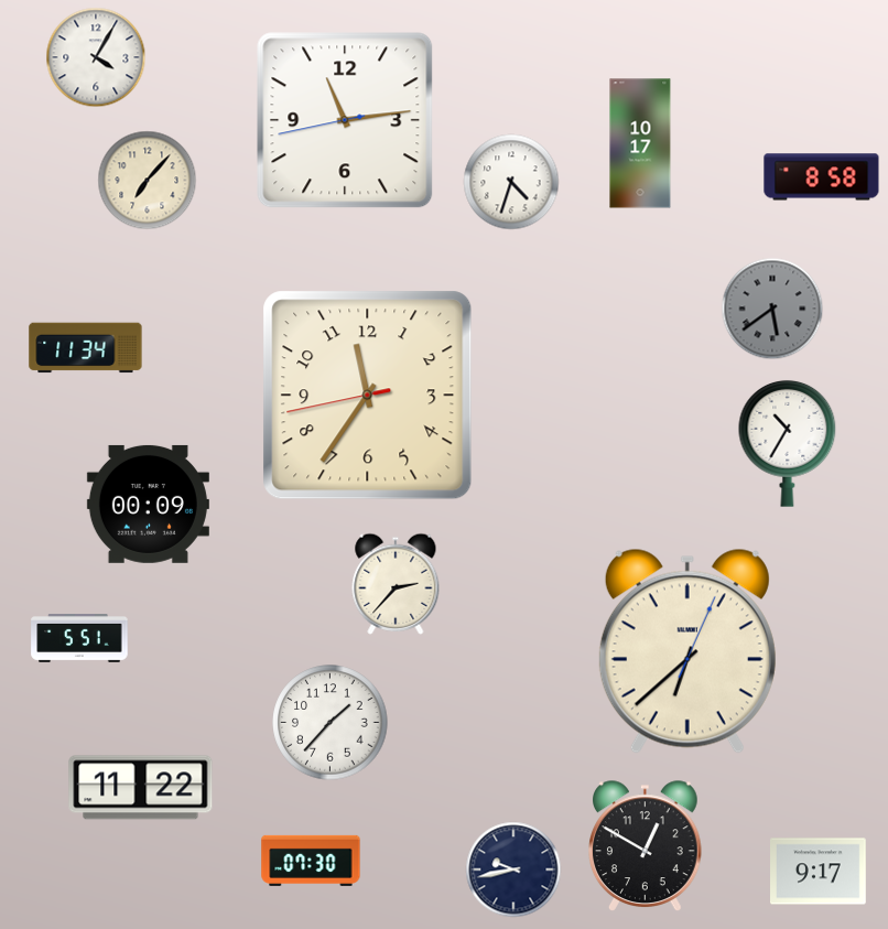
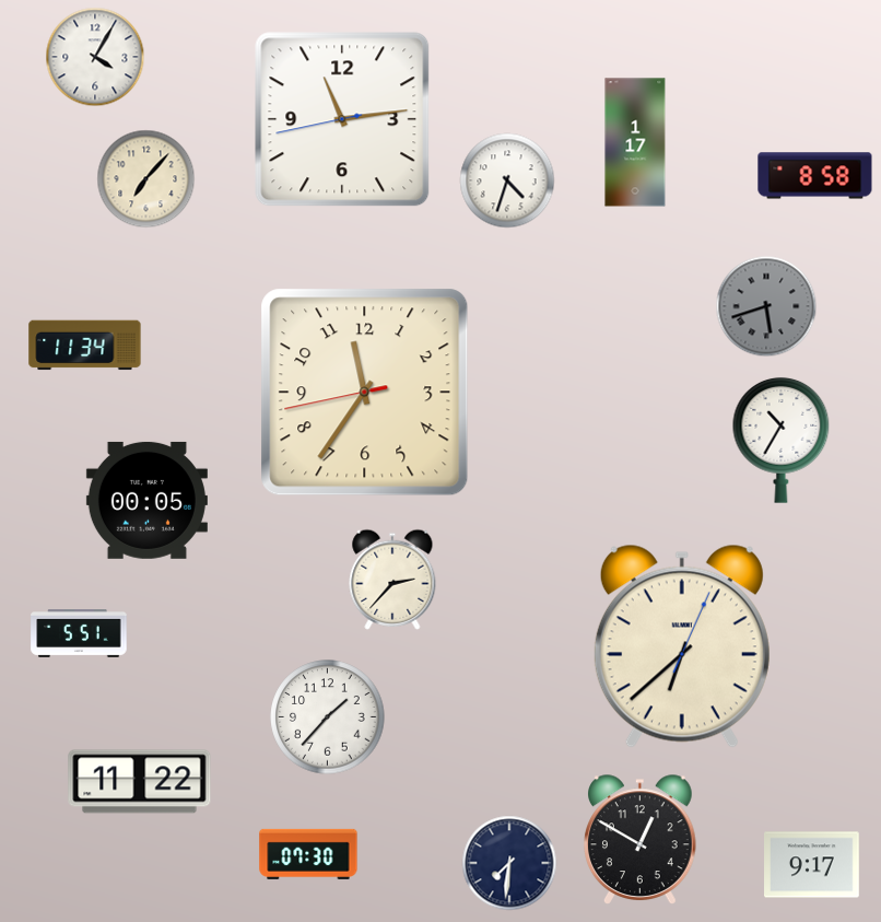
clock at (640, 143): 10:17 -> 1:17
clock at (772, 309): 5:39 -> 5:42
clock at (148, 504): 00:09 -> 00:05
clock at (513, 869): 9:43 -> 7:31
